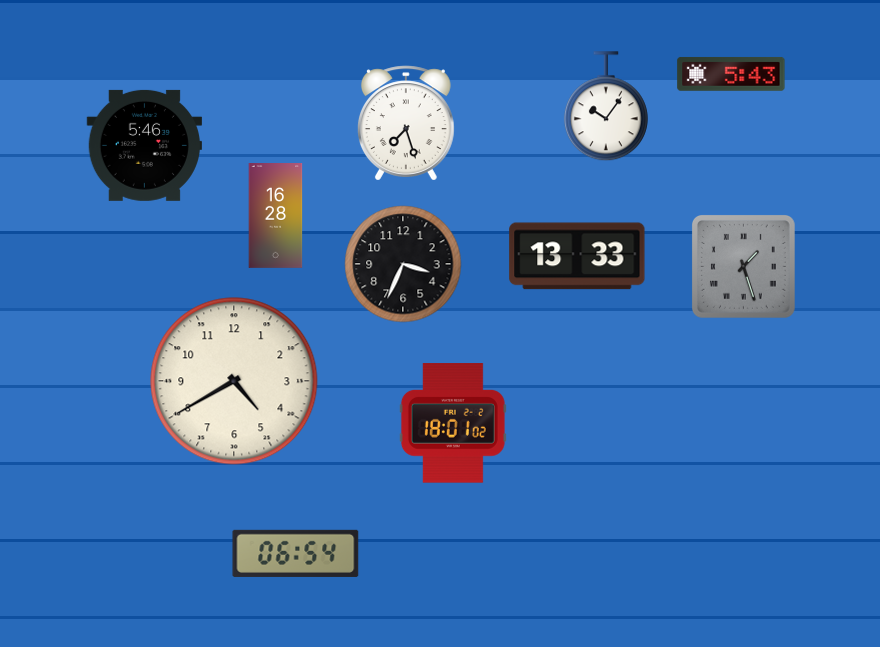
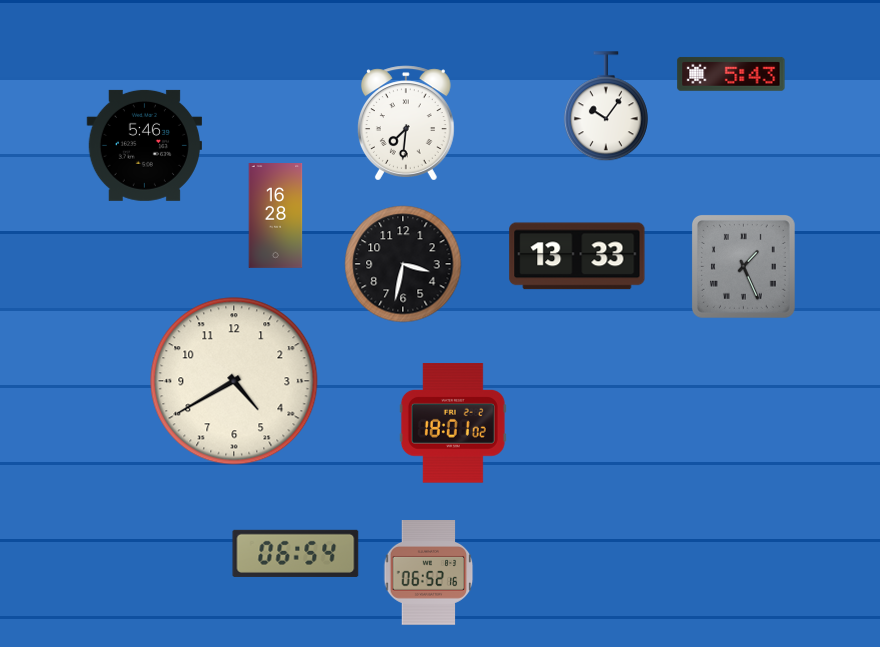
clock at (406, 123): 7:27 -> 7:31
clock at (403, 264): 3:34 -> 3:32
clock at (744, 267): 1:27 -> 1:26
clock at (429, 573): none -> 06:52
